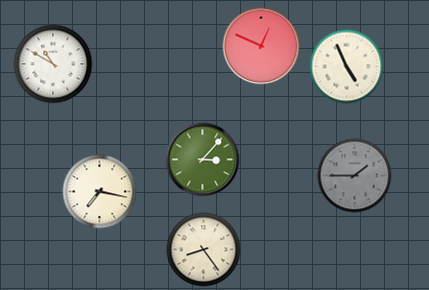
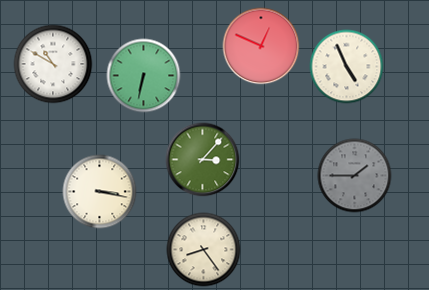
clock at (144, 76): none -> 6:32
clock at (100, 192): 7:17 -> 3:17
